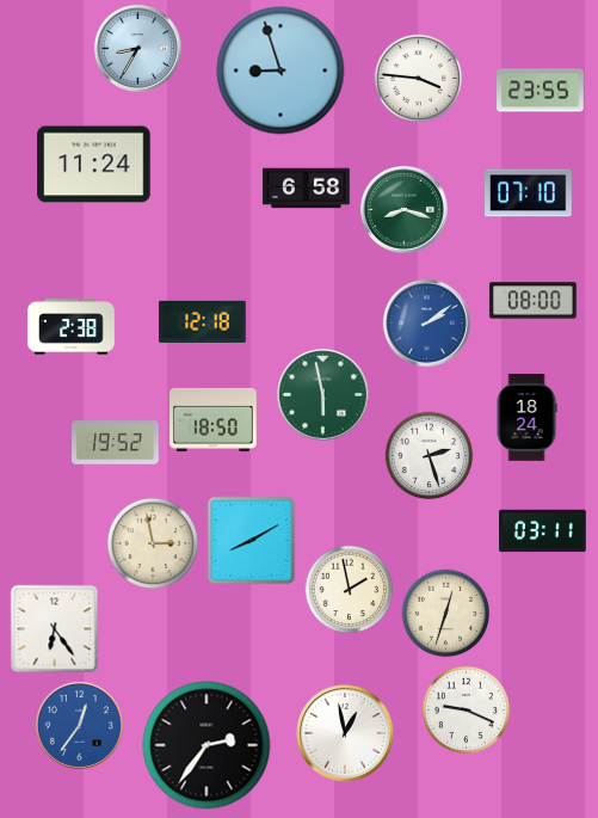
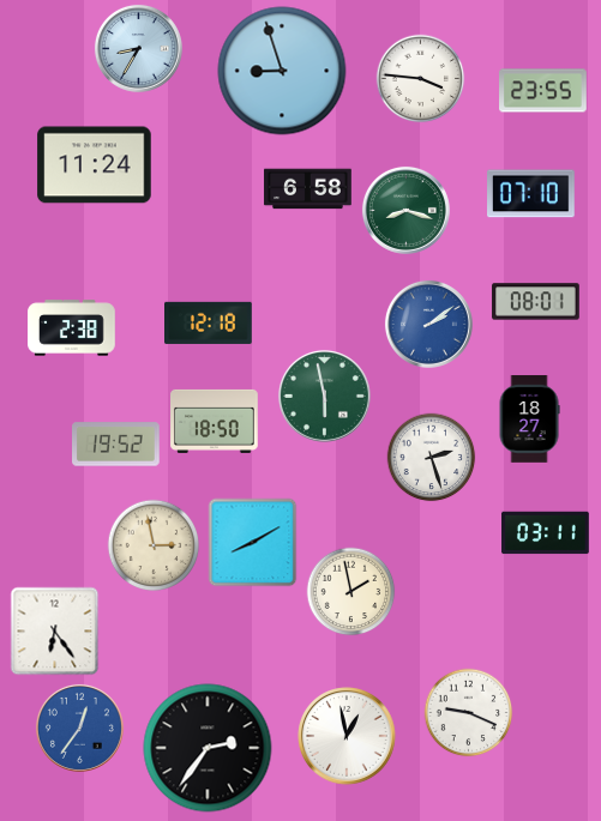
clock at (534, 301): 08:00 -> 08:01
clock at (203, 321) position: (203, 321) -> (209, 322)
clock at (526, 418): 18:24 -> 18:27
clock at (446, 614): 12:33 -> none
